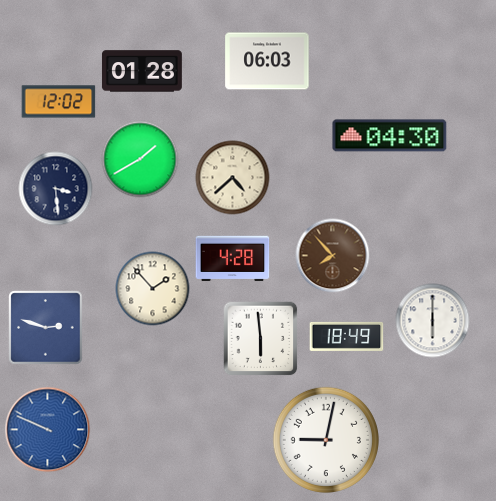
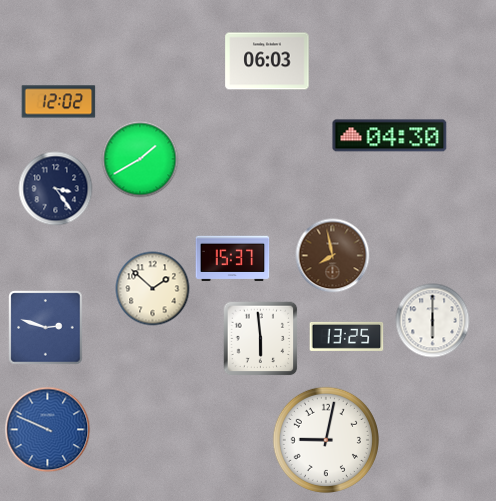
clock at (142, 71): 01:28 -> none
clock at (233, 178): 4:38 -> none
clock at (56, 189): 3:29 -> 3:24
clock at (333, 256): 7:53 -> 7:58
clock at (233, 259): 4:28 -> 15:37
clock at (153, 289): 1:53 -> 1:52
clock at (347, 336): 18:49 -> 13:25
